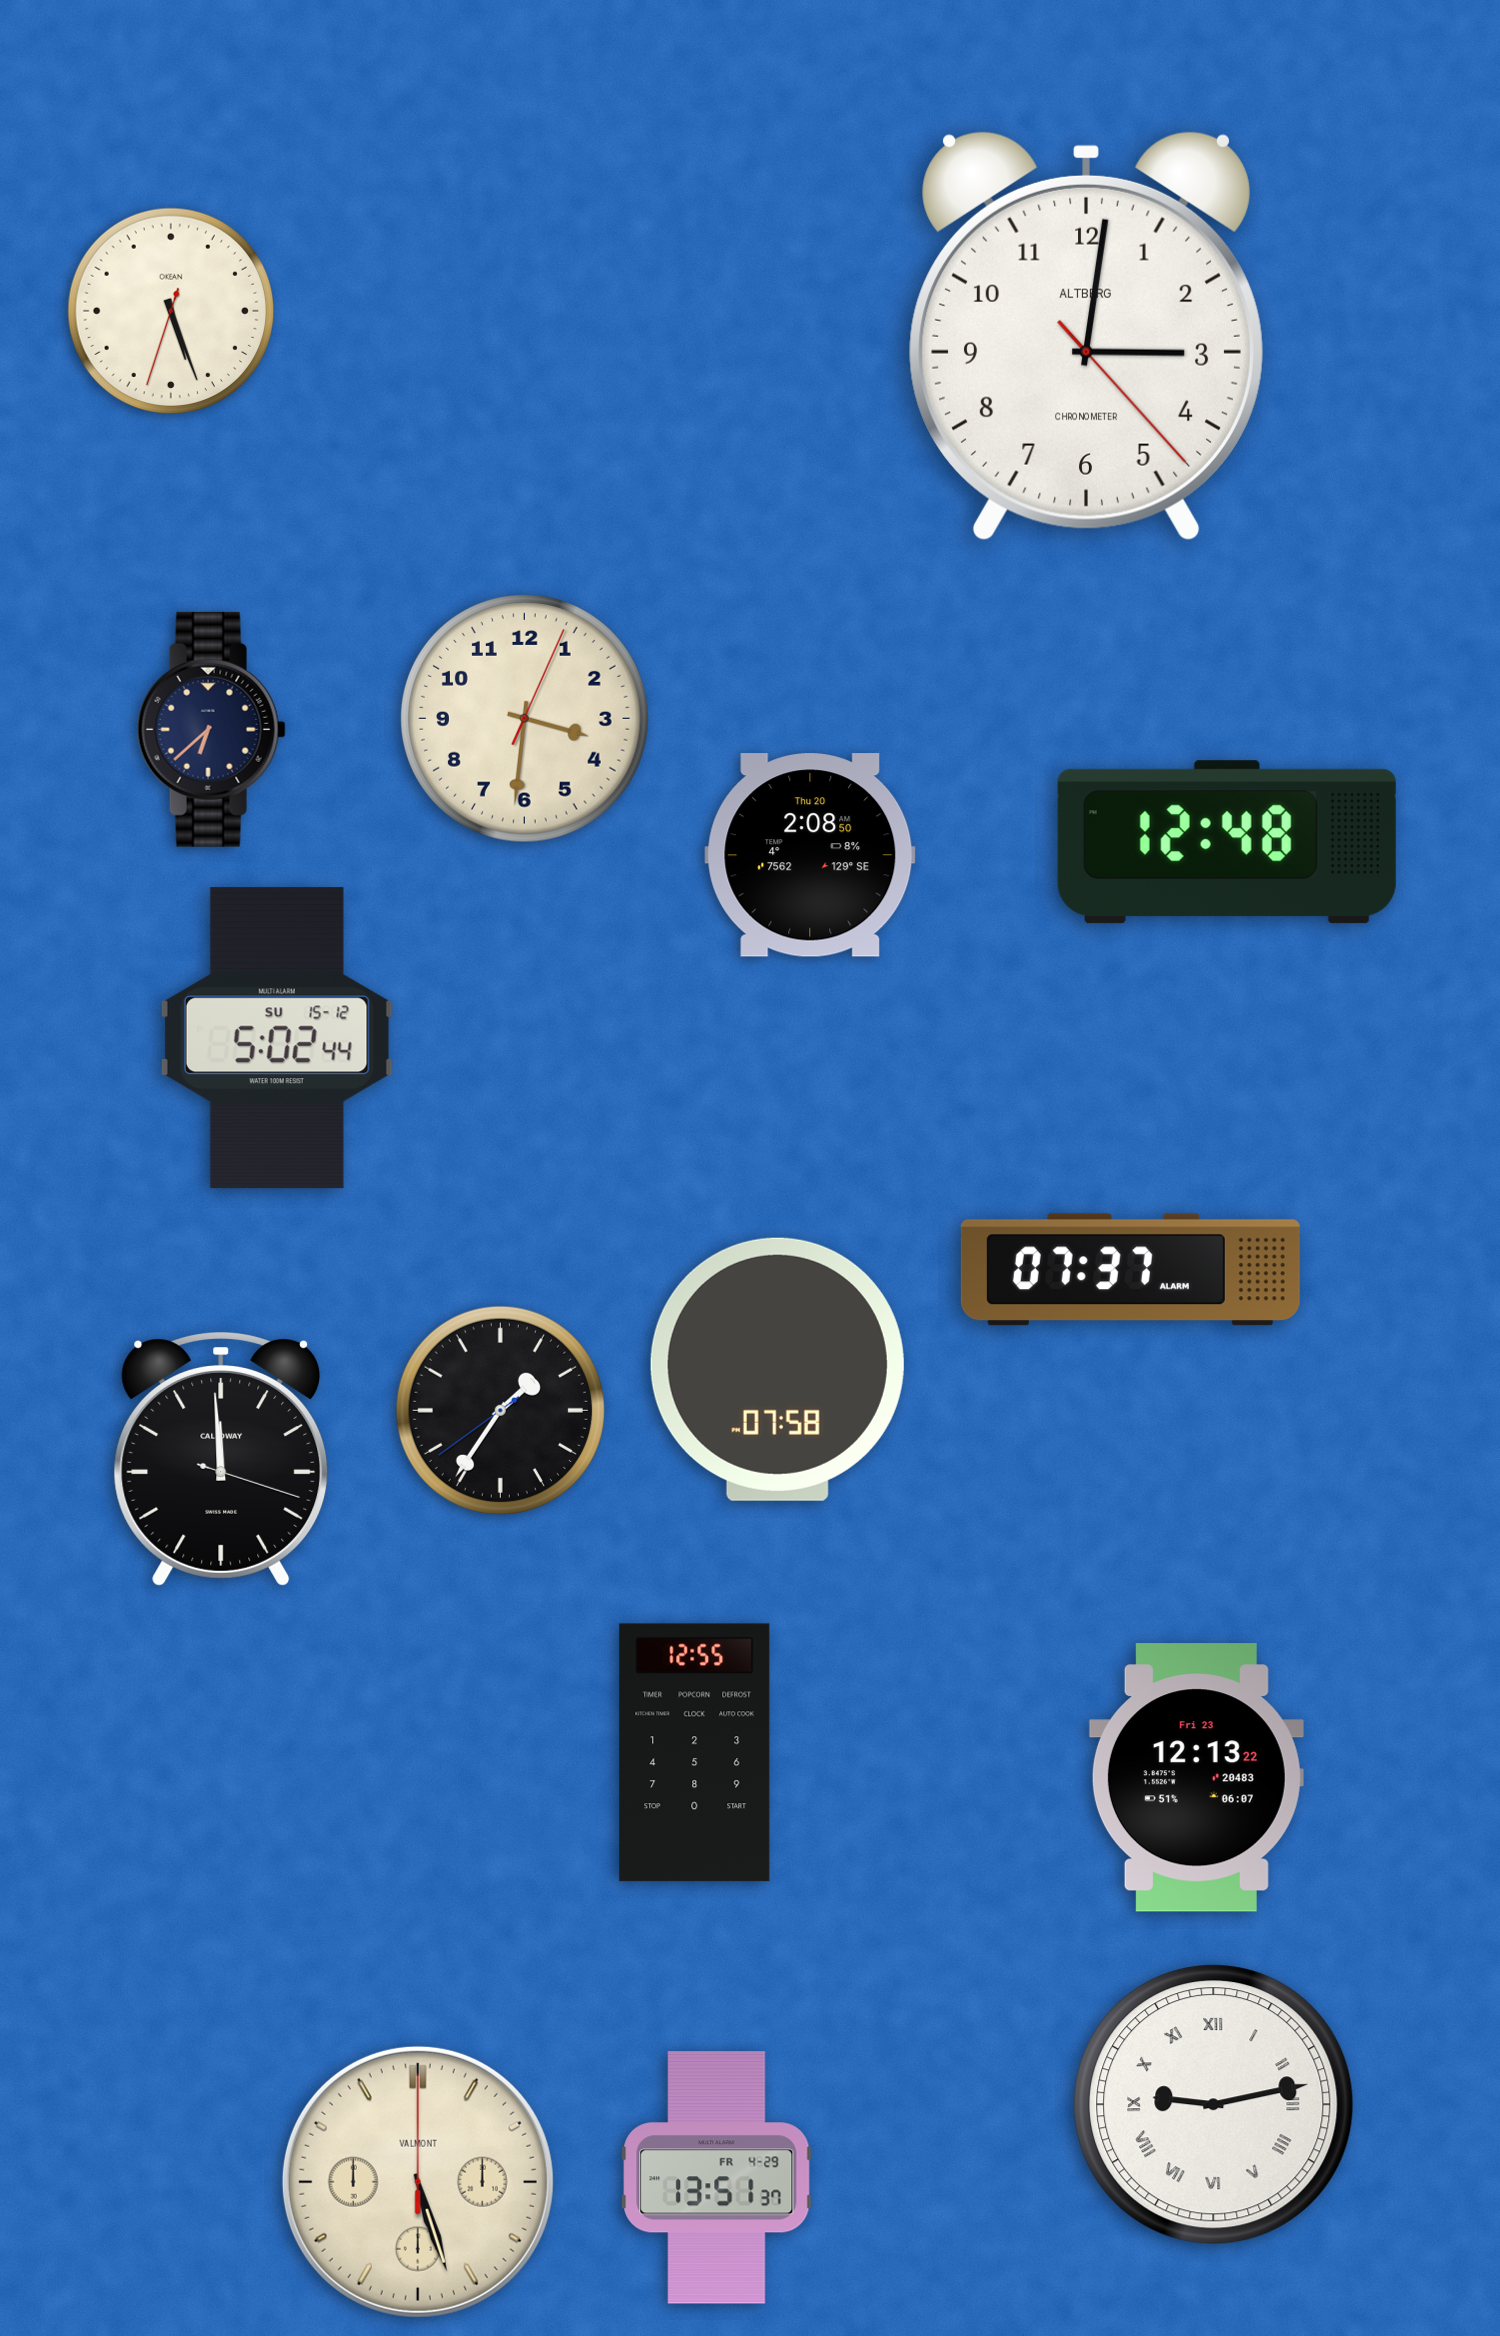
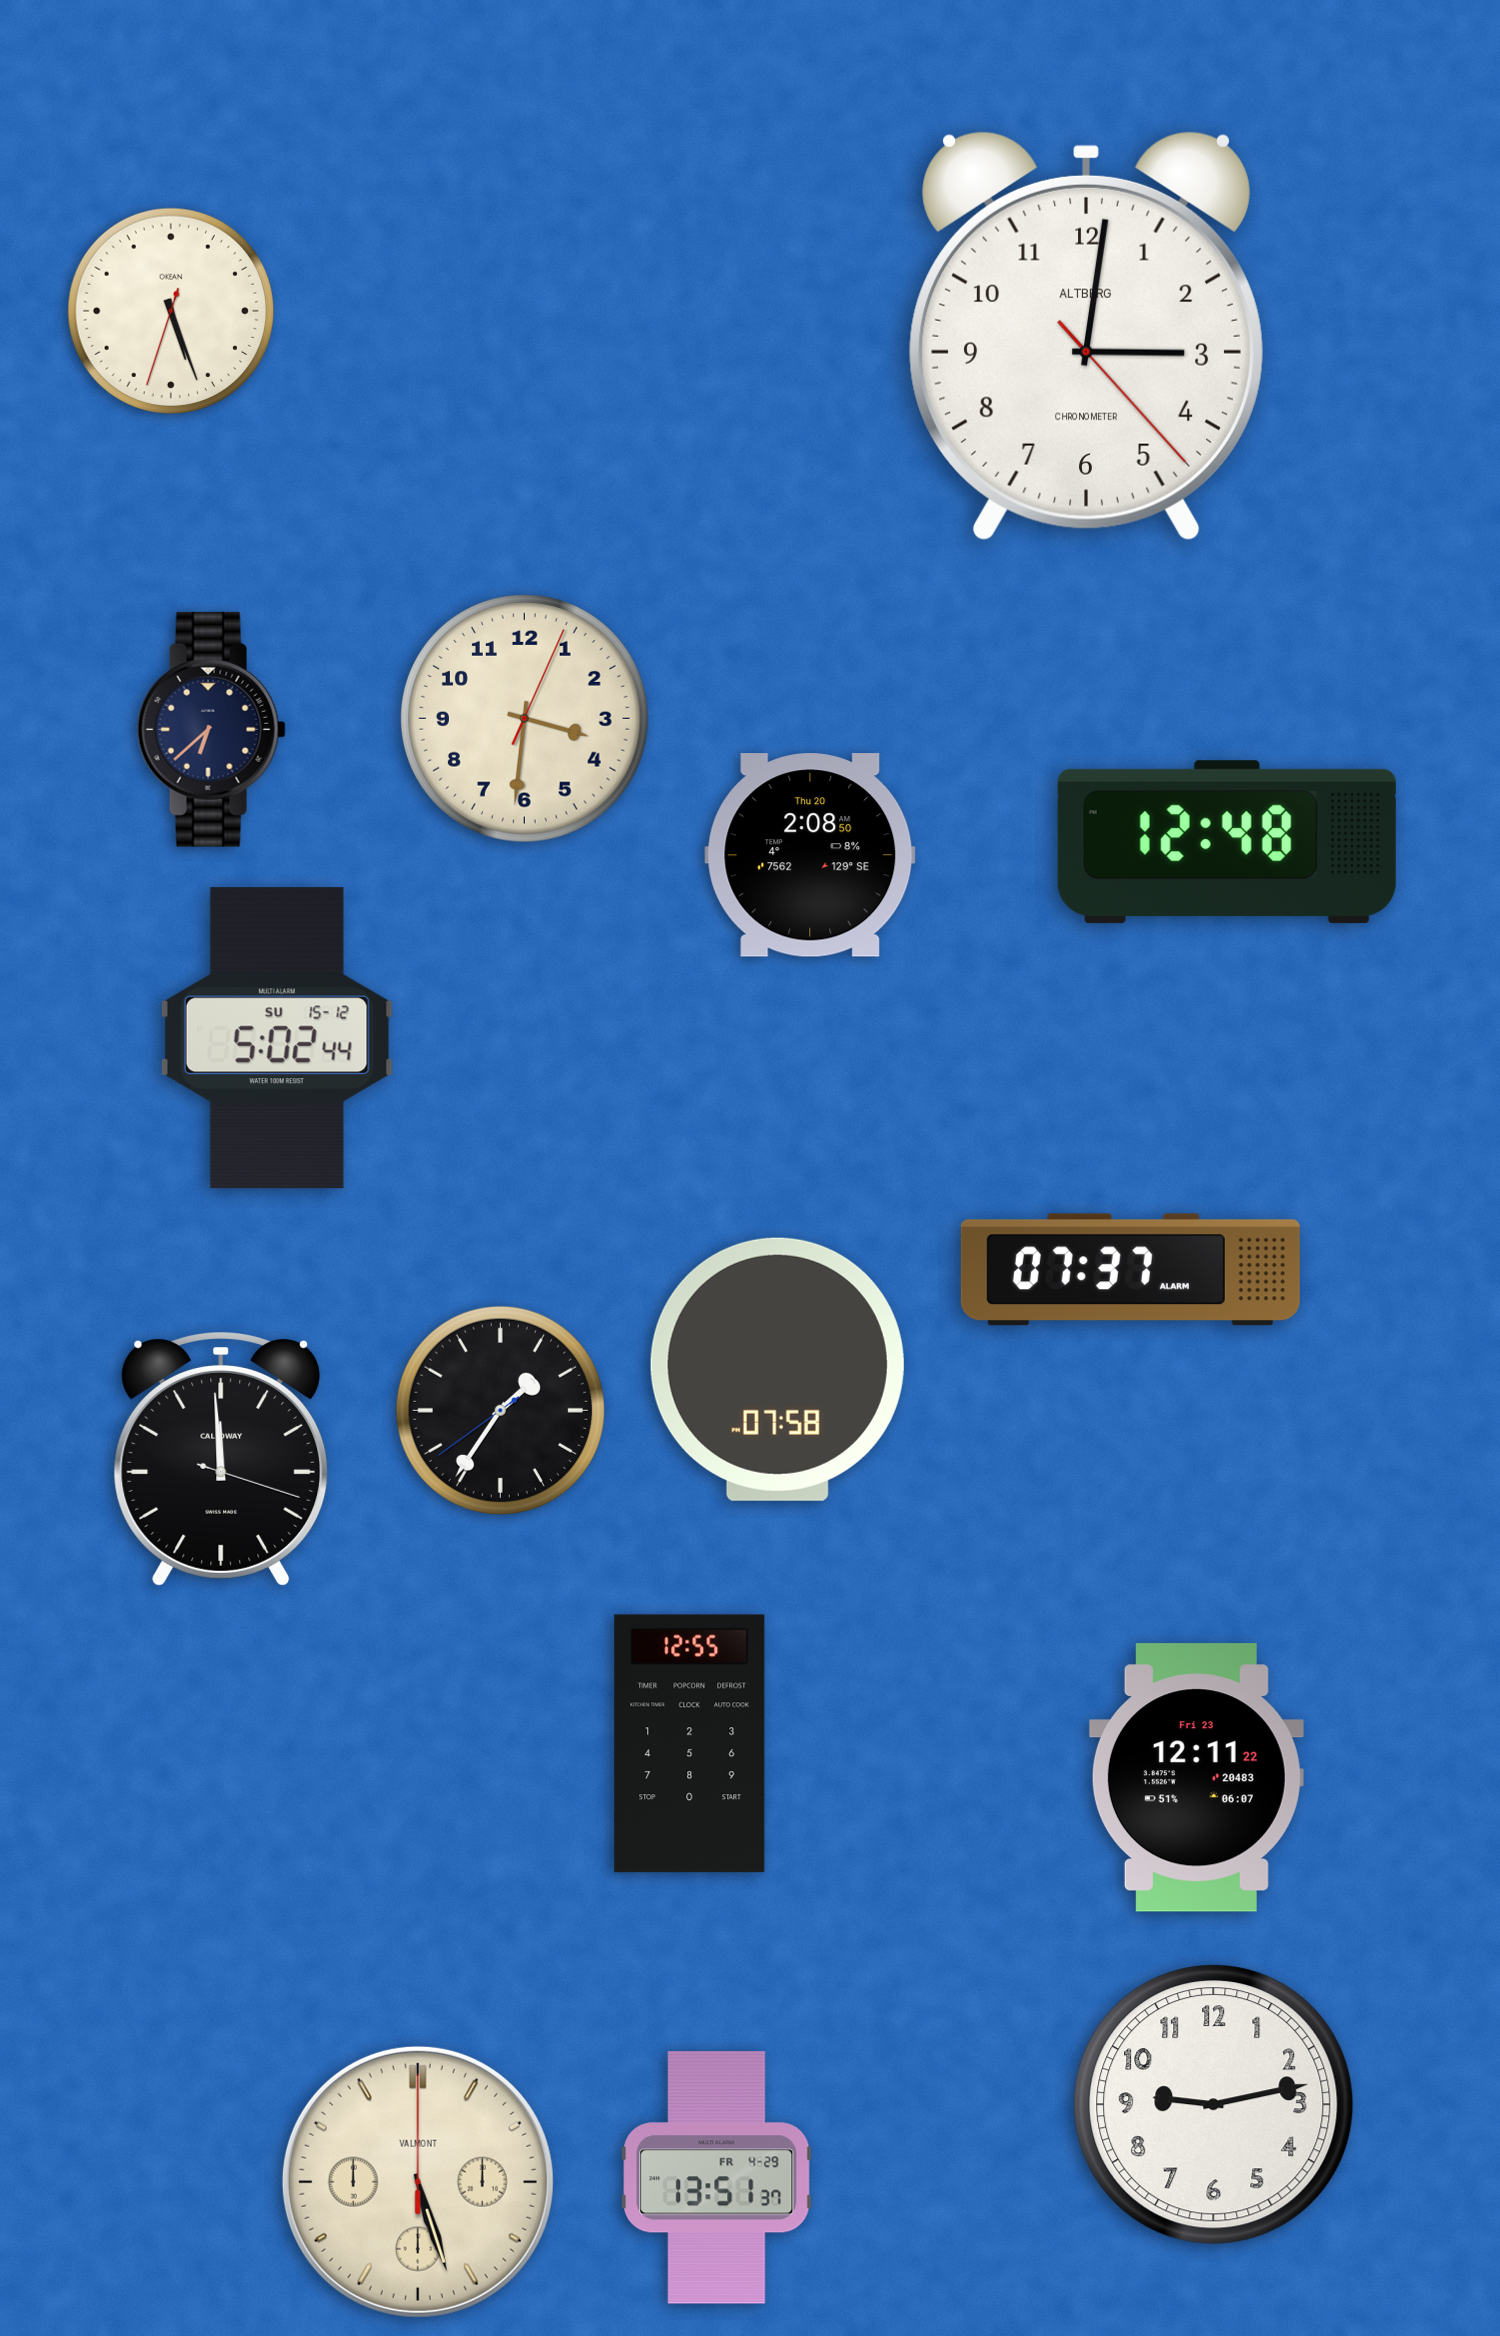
clock at (695, 1753) position: (695, 1753) -> (690, 1744)
clock at (1196, 1778): 12:13 -> 12:11
clock at (1214, 2105) numerals: Roman -> Arabic
